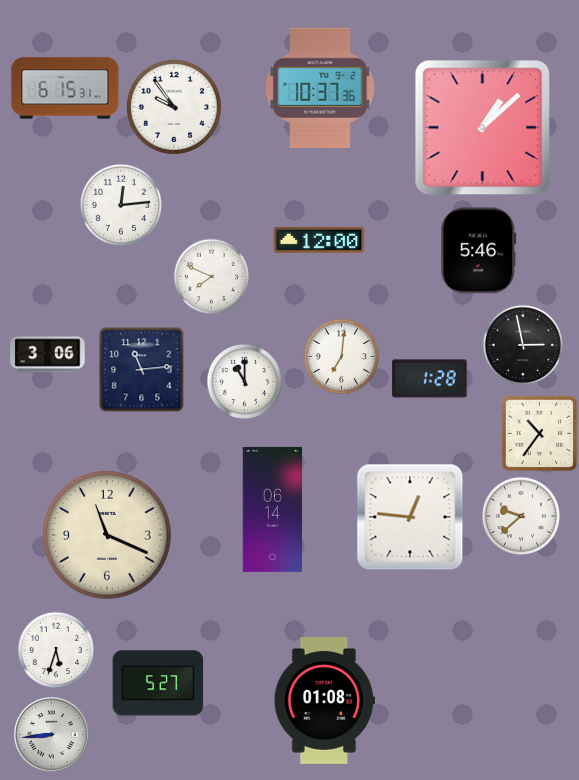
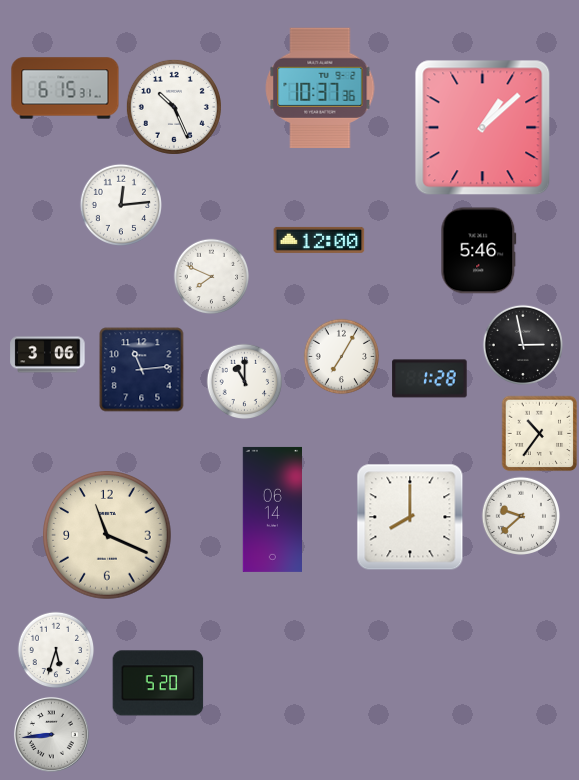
clock at (174, 107): 9:54 -> 10:26
clock at (342, 357): 7:01 -> 7:05
clock at (410, 517): 12:46 -> 8:00
clock at (158, 683): 5:27 -> 5:20
clock at (324, 701): 01:08 -> none
